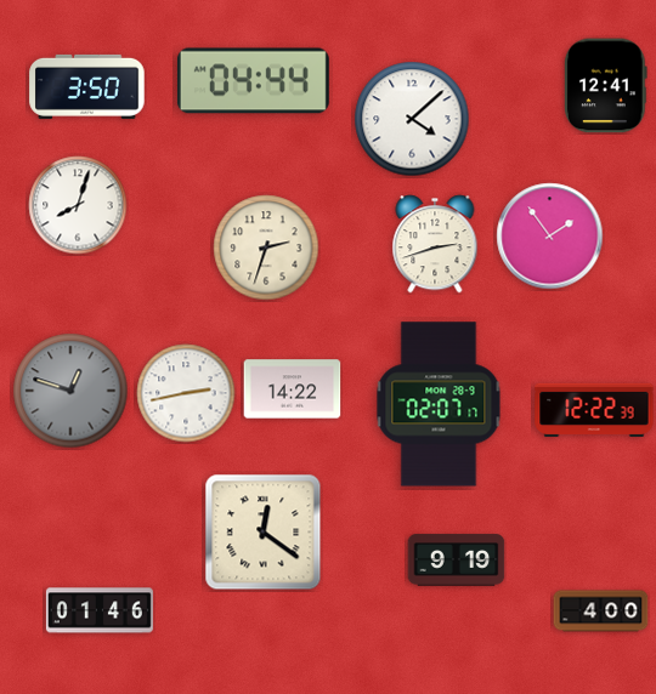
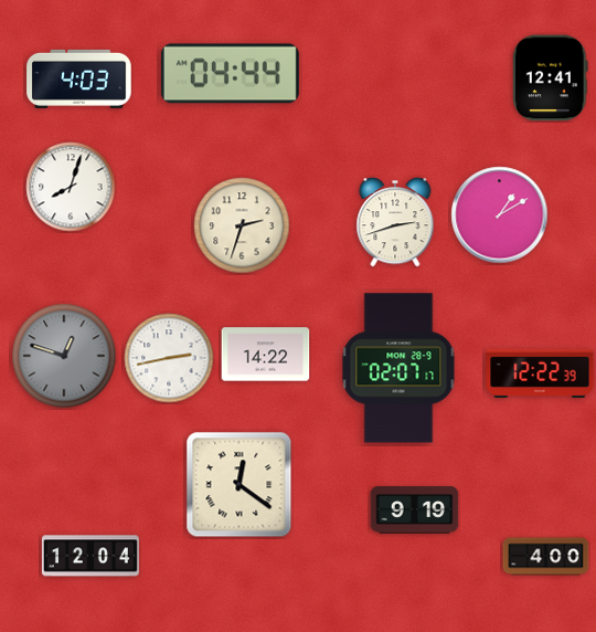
clock at (87, 86): 3:50 -> 4:03
clock at (412, 119): 4:08 -> none
clock at (550, 237): 1:54 -> 1:10
clock at (100, 610): 01:46 -> 12:04
